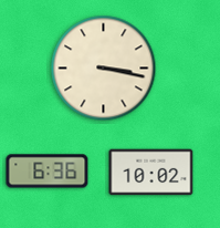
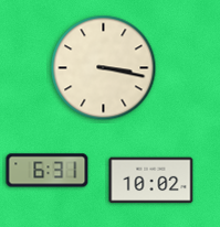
clock at (48, 172): 6:36 -> 6:31
clock at (151, 173) position: (151, 173) -> (151, 181)
